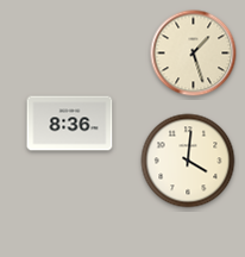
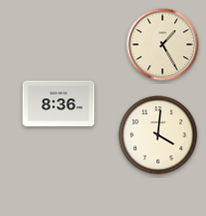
clock at (194, 54): 1:27 -> 1:25
